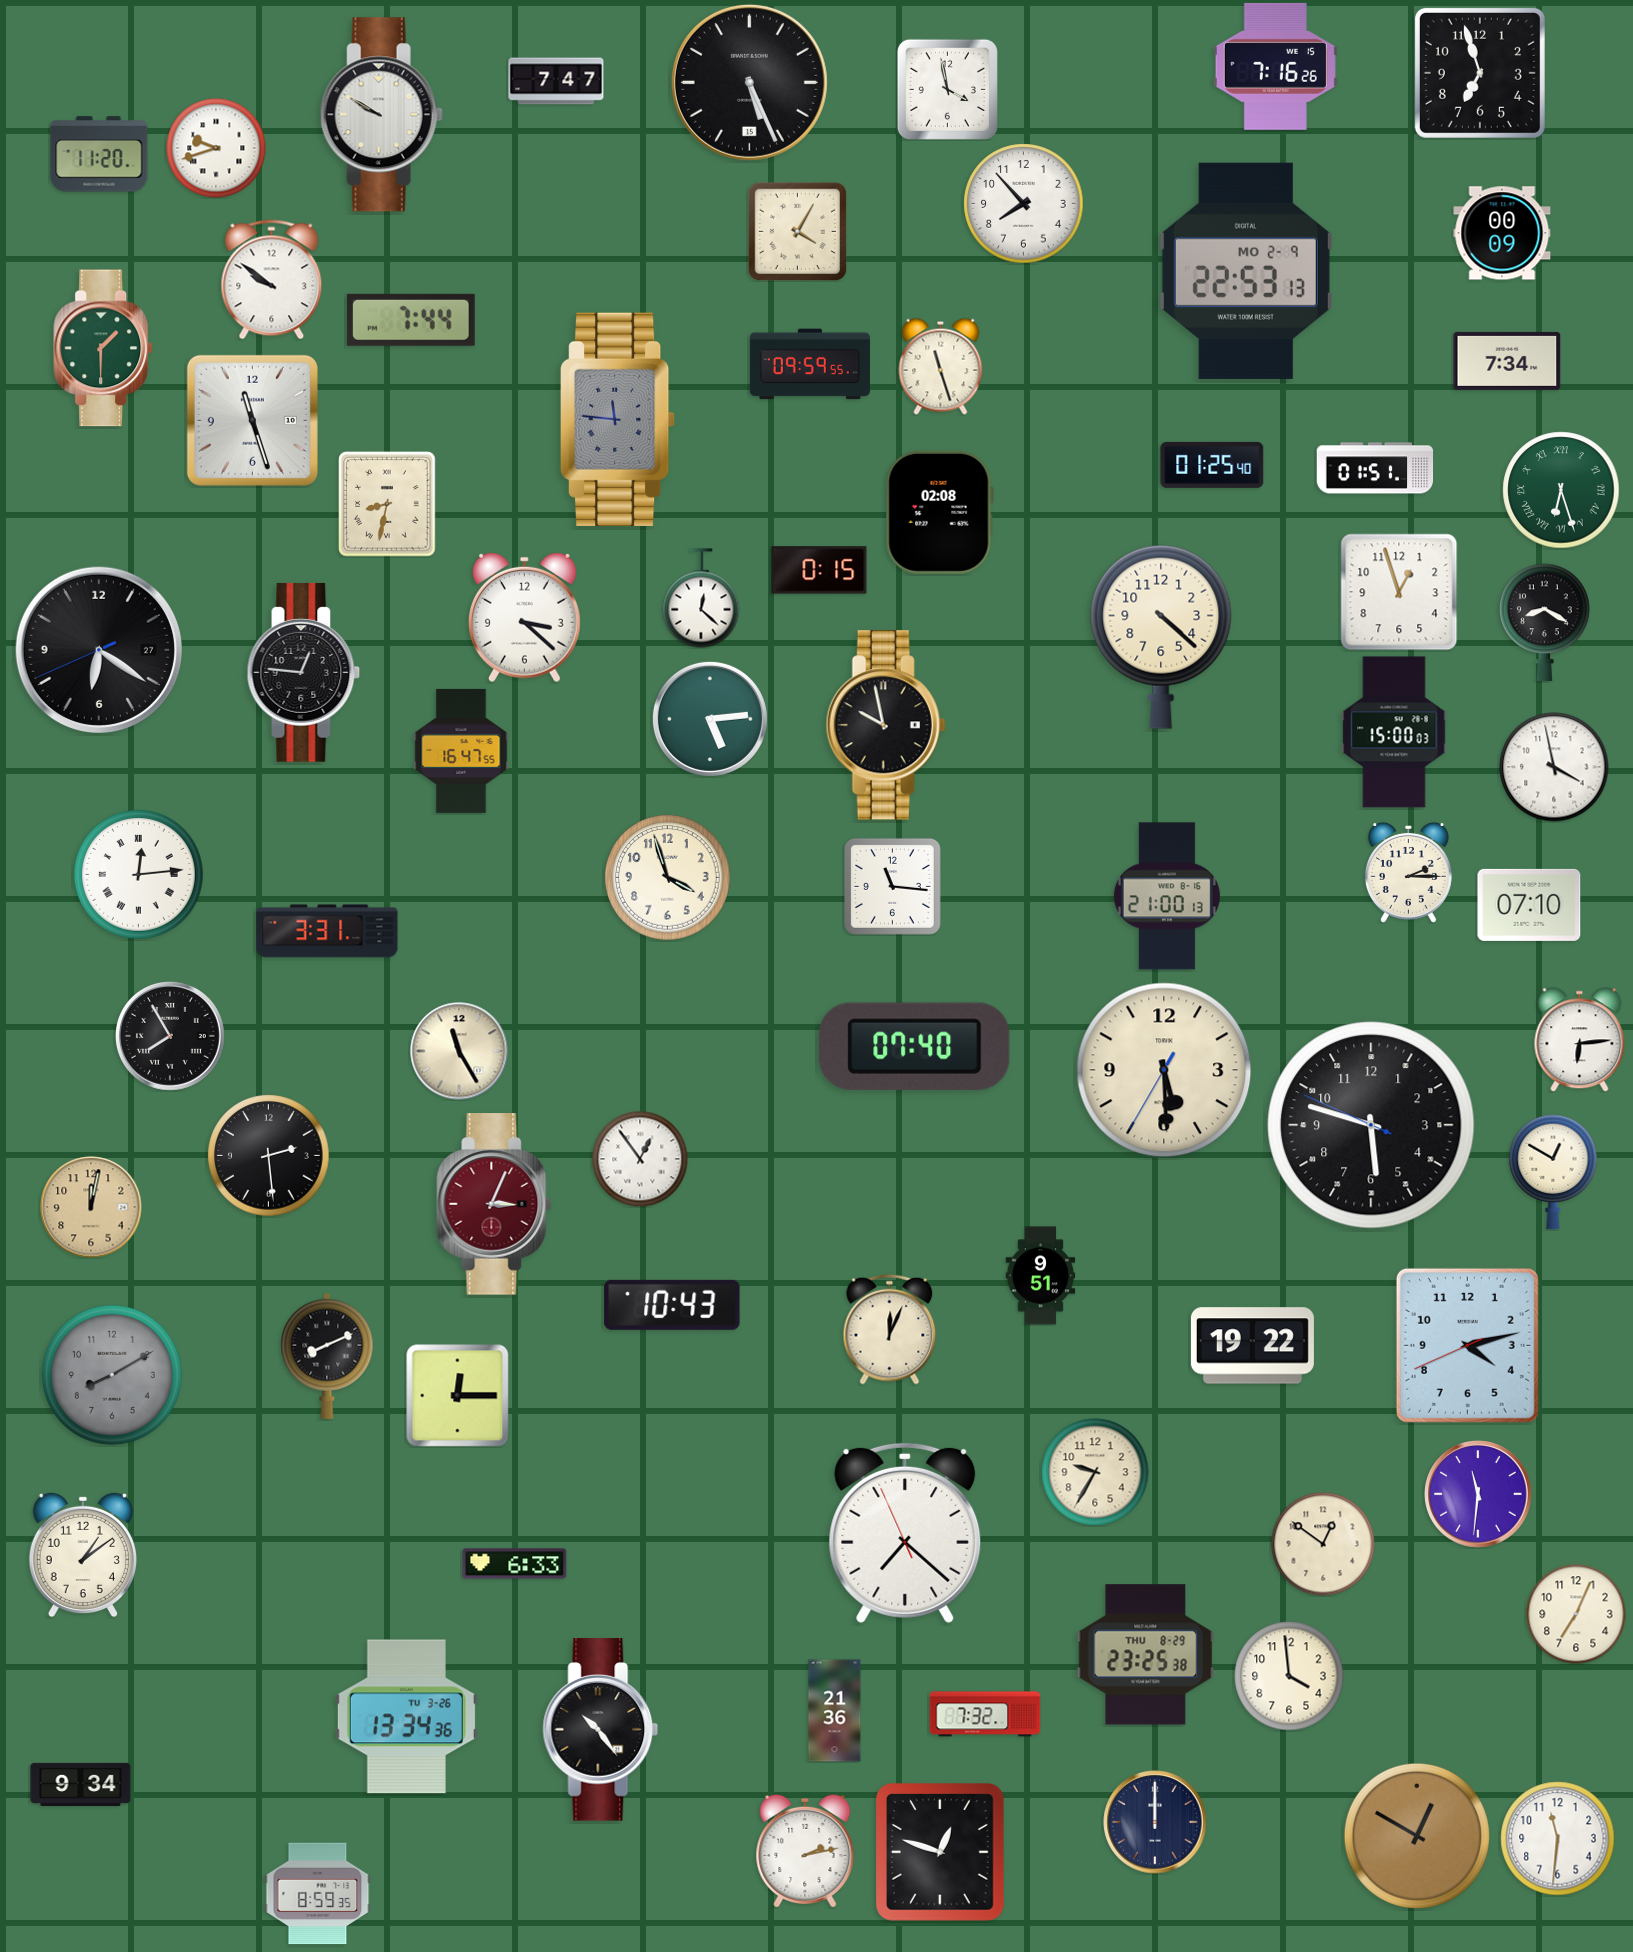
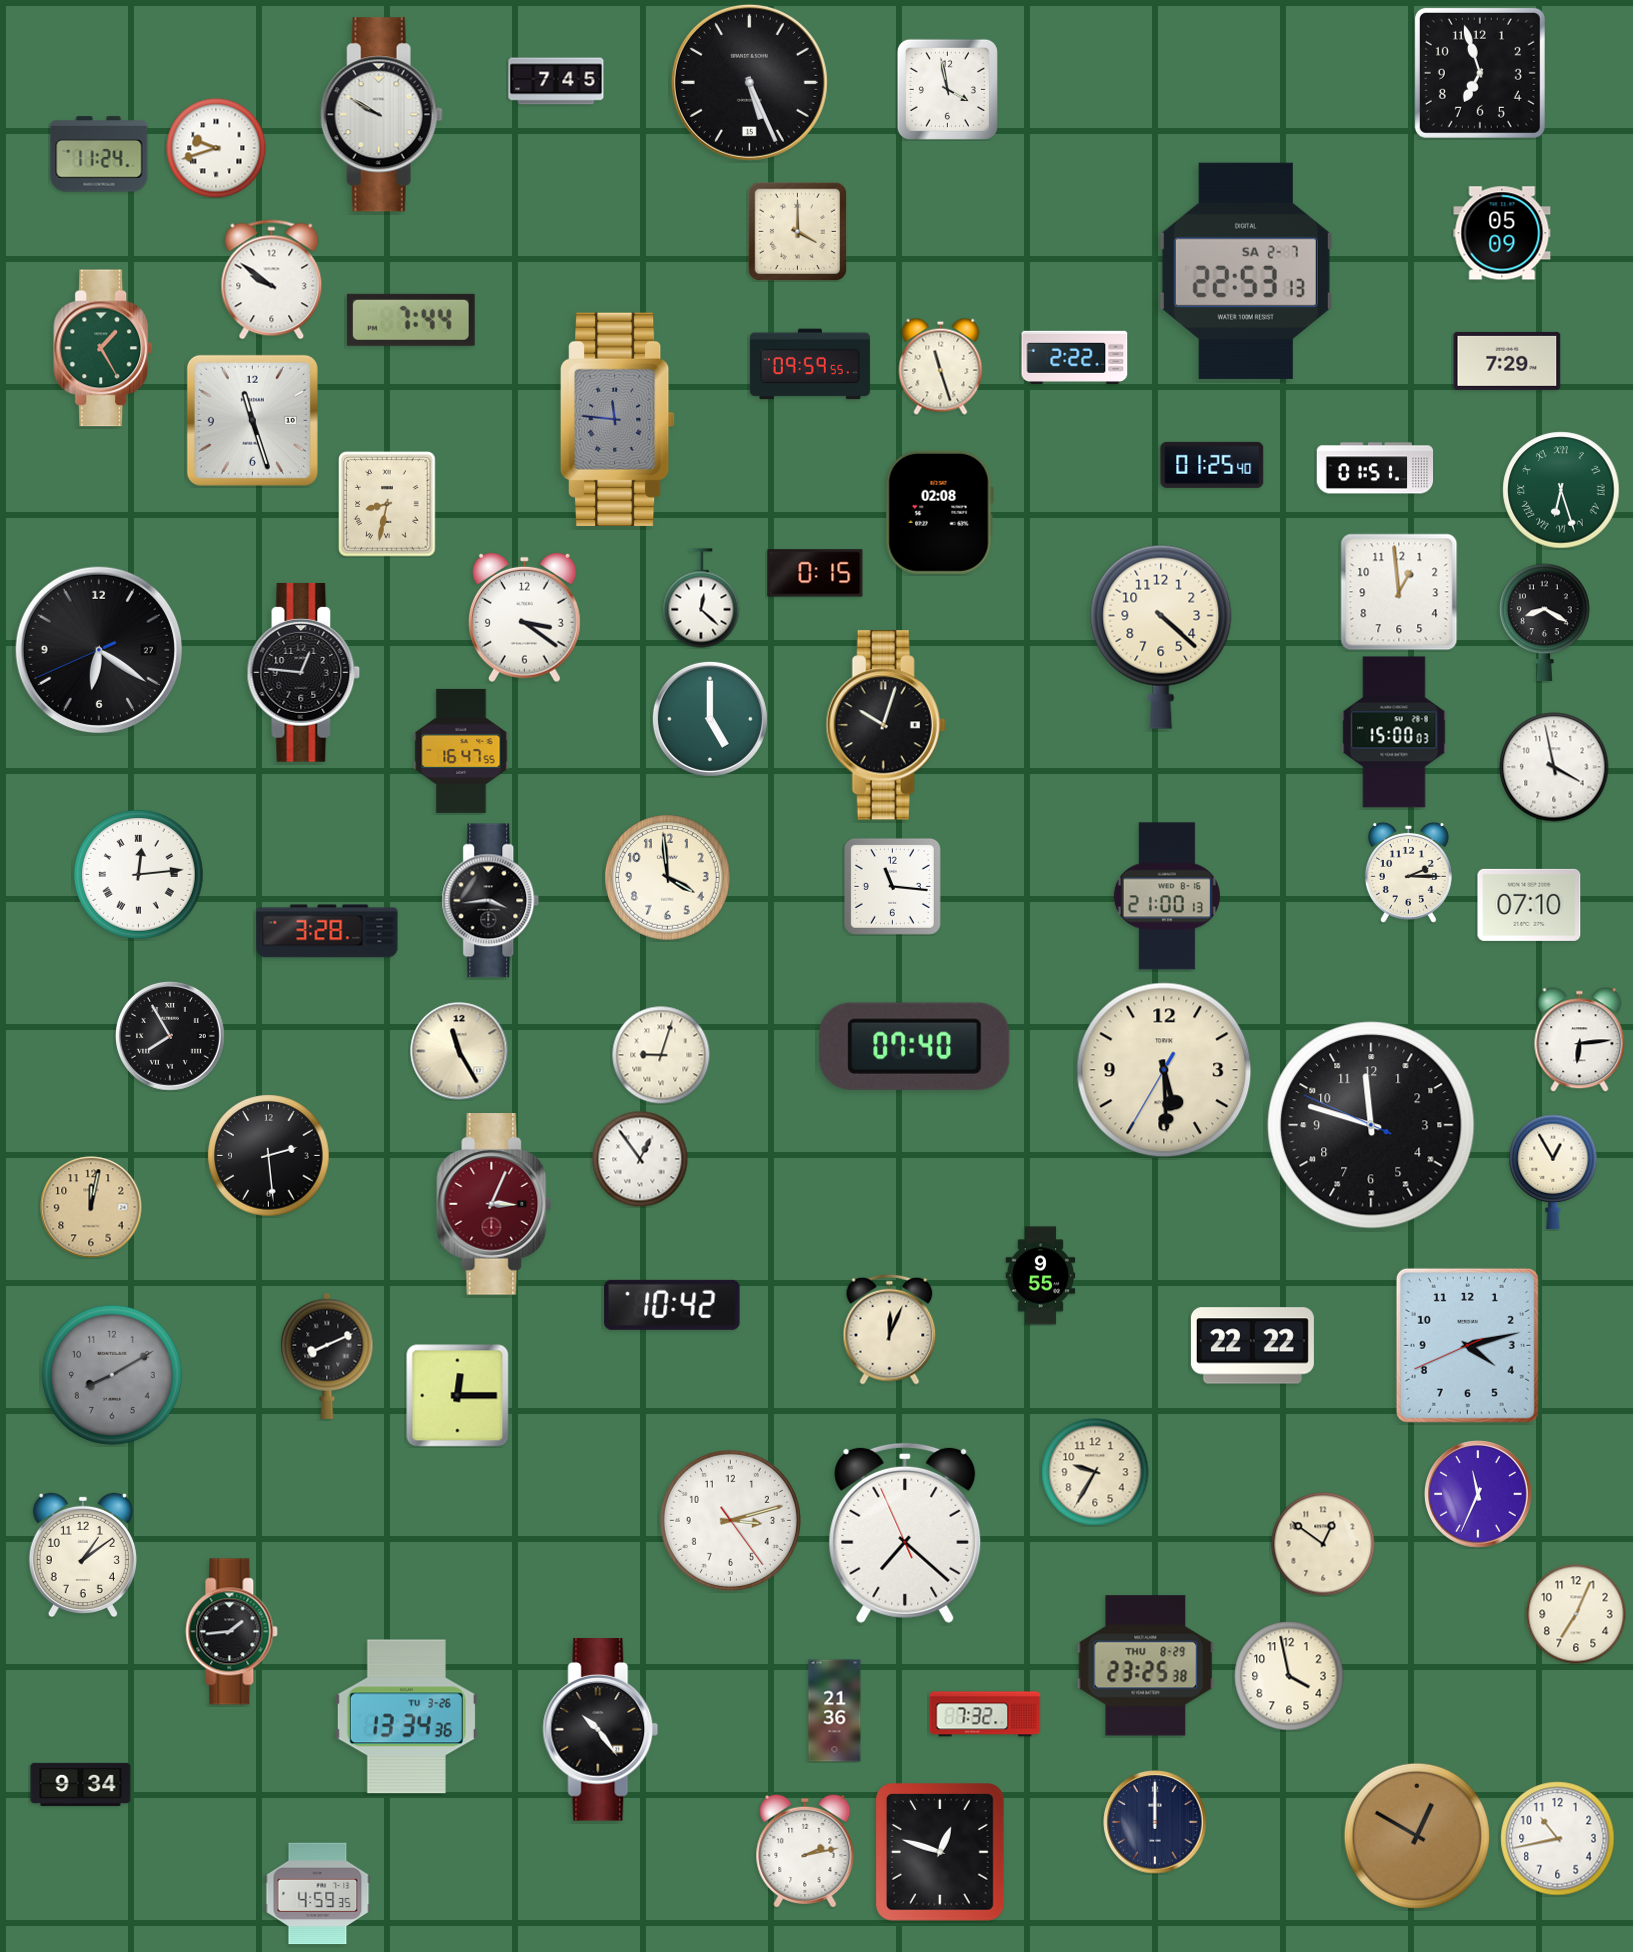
clock at (1275, 66): 7:16 -> none
clock at (556, 81): 7:47 -> 7:45
clock at (99, 154): 11:20 -> 11:24
clock at (1024, 204): 7:53 -> none
clock at (797, 231): 4:05 -> 4:00
clock at (1502, 233): 00:09 -> 05:09
clock at (1246, 271) date: MO 2-9 -> SA 2-7
clock at (104, 348): 1:30 -> 1:25
clock at (1075, 357): none -> 2:22
clock at (1507, 361): 7:34 -> 7:29
clock at (819, 570) position: (819, 570) -> (815, 573)
clock at (1399, 592): 12:57 -> 12:59
clock at (524, 618): 3:22 -> 3:21
clock at (710, 719): 5:14 -> 5:00
clock at (886, 725): 9:58 -> 10:03
clock at (668, 878): 3:57 -> 3:59
clock at (491, 901): none -> 3:44
clock at (327, 931): 3:31 -> 3:28
clock at (661, 1055): none -> 9:03
clock at (1371, 1125): 5:47 -> 11:47
clock at (1553, 1172): 12:50 -> 12:55
clock at (1041, 1276): 9:51 -> 9:55
clock at (672, 1305): 10:43 -> 10:42
clock at (1252, 1346): 19:22 -> 22:22
clock at (1478, 1494): 11:31 -> 11:34
clock at (730, 1520): none -> 3:12
clock at (515, 1564): 6:33 -> none
clock at (232, 1632): none -> 1:44
clock at (1146, 1655) position: (1146, 1655) -> (1146, 1666)
clock at (1289, 1676): 3:59 -> 3:58
clock at (1558, 1839): 11:31 -> 10:43
clock at (318, 1894): 8:59 -> 4:59
